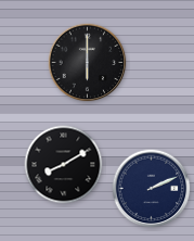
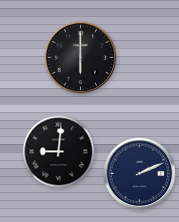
clock at (64, 165): 8:10 -> 9:01
